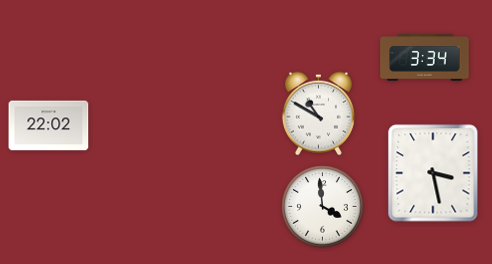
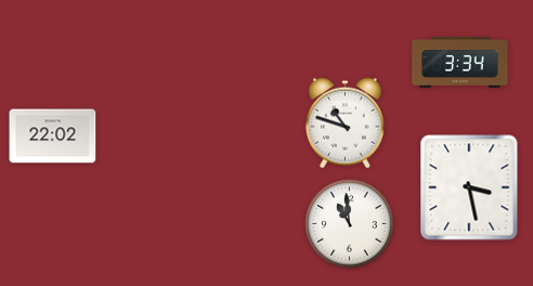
clock at (318, 114): 10:50 -> 10:48
clock at (323, 207): 3:59 -> 10:59
